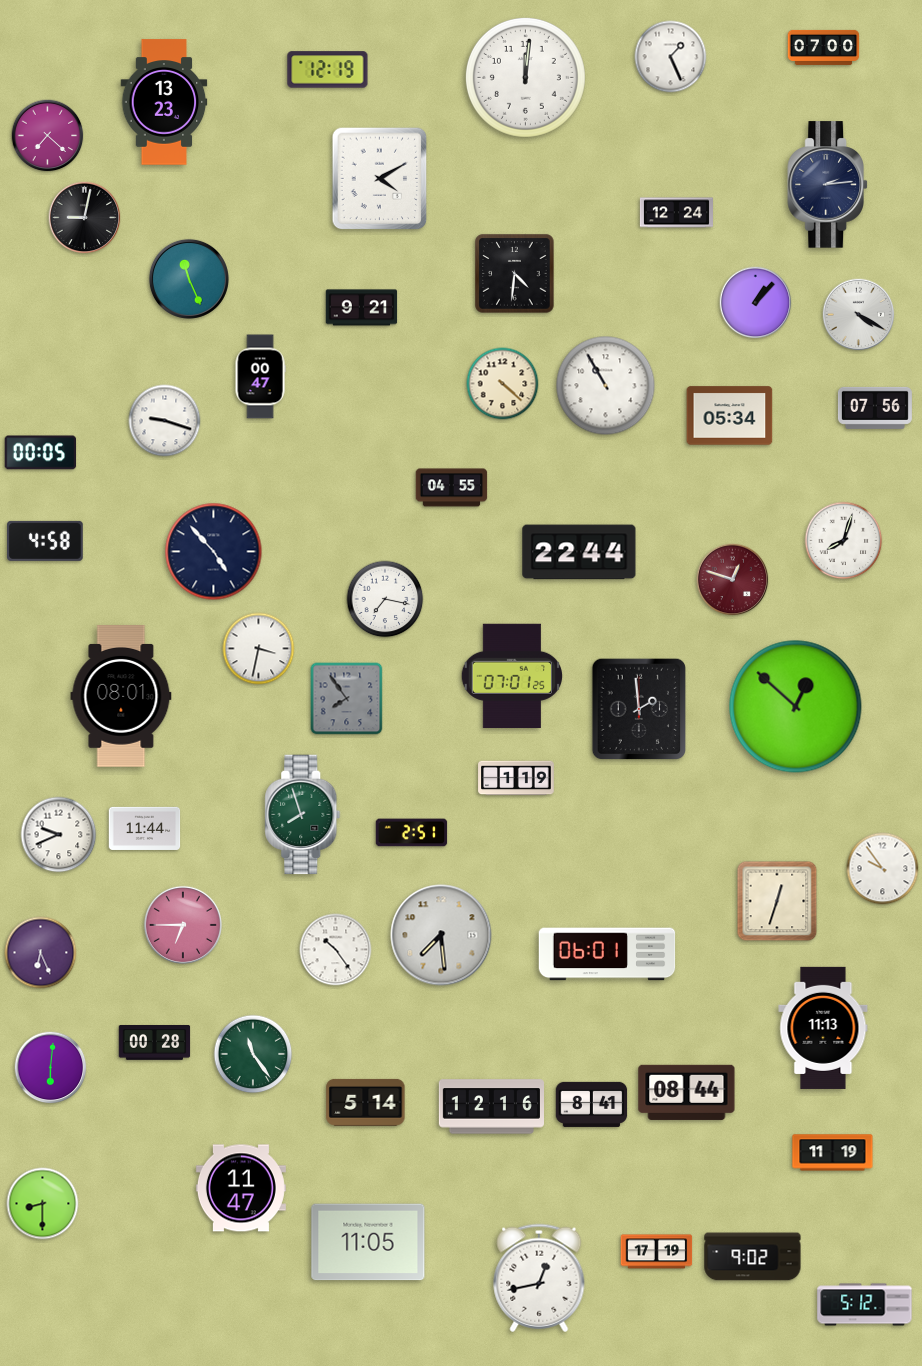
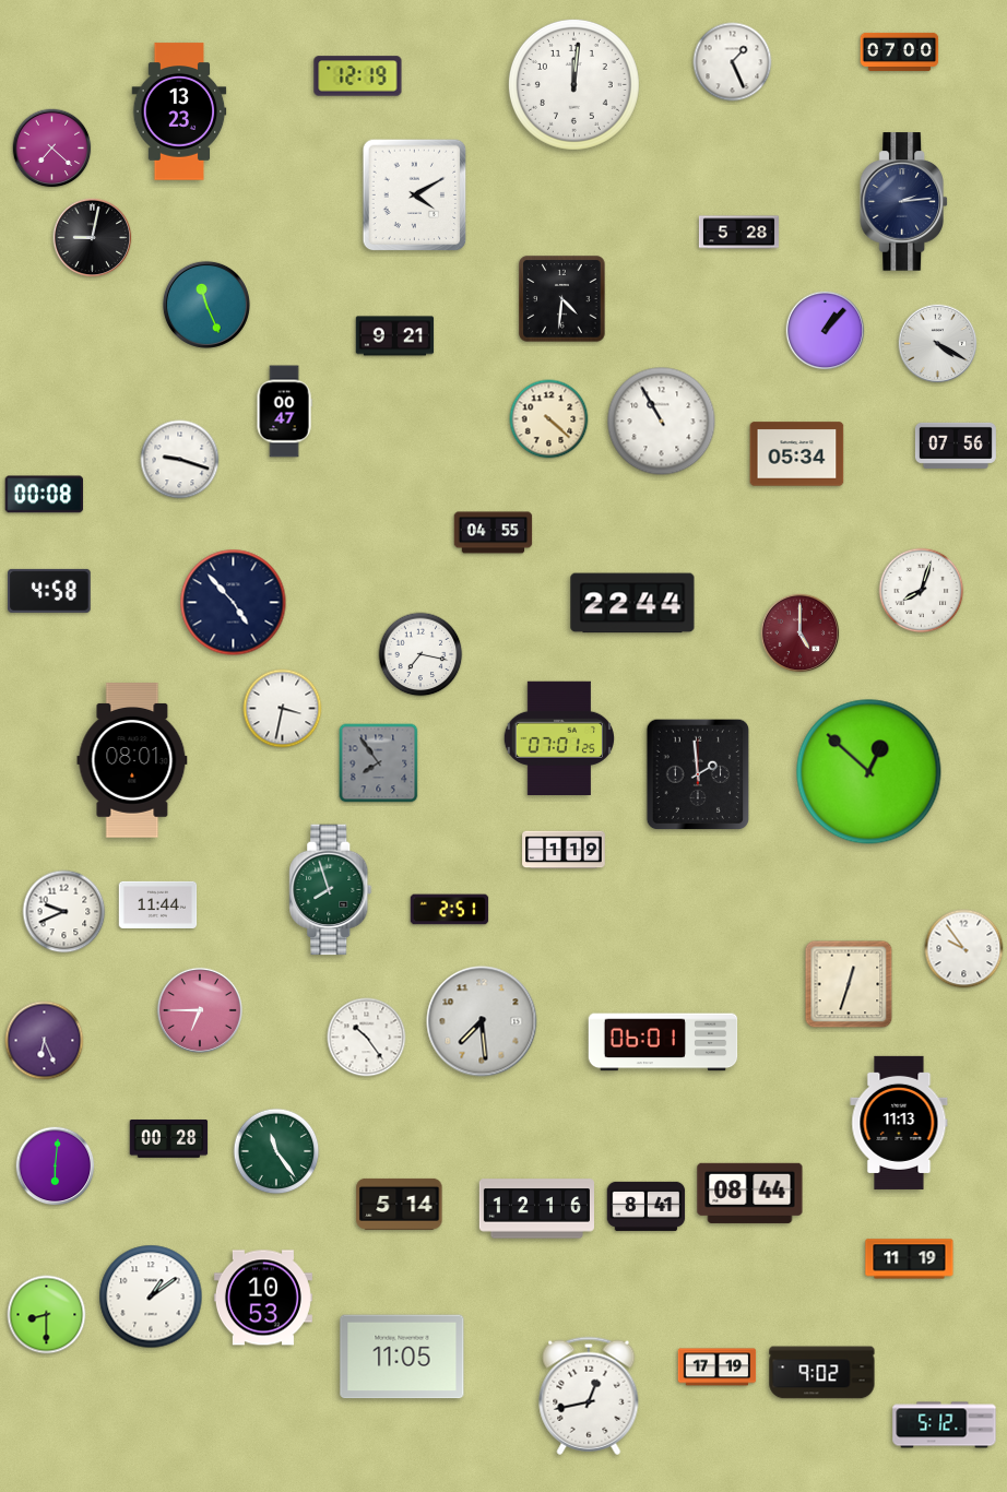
clock at (676, 213): 12:24 -> 5:28
clock at (41, 453): 00:05 -> 00:08
clock at (733, 580): 12:48 -> 5:00
clock at (151, 1296): none -> 1:09
clock at (241, 1188): 11:47 -> 10:53
